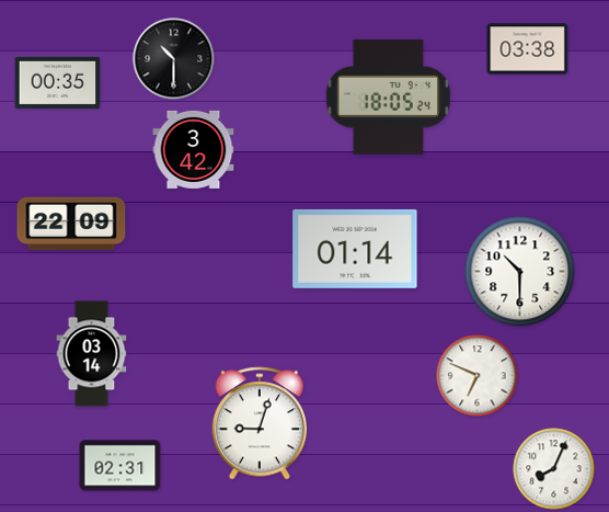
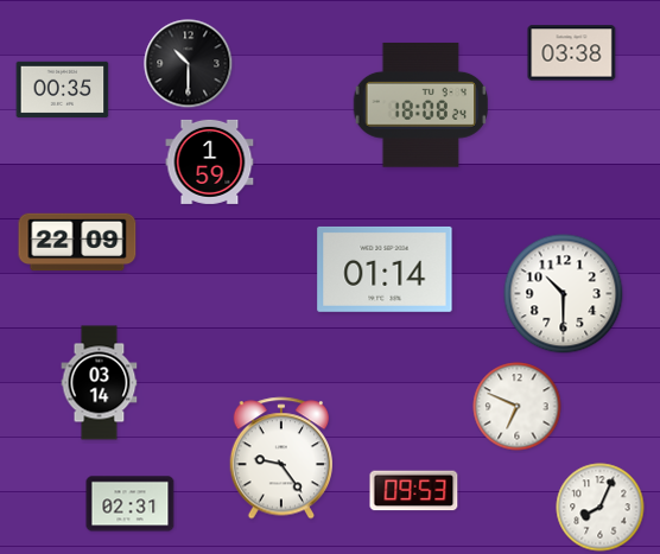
clock at (388, 96): 18:05 -> 18:08
clock at (194, 149): 3:42 -> 1:59
clock at (258, 423): 9:03 -> 9:24
clock at (414, 491): none -> 09:53
